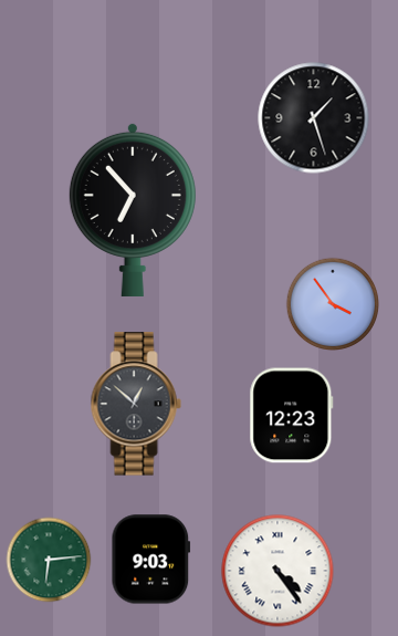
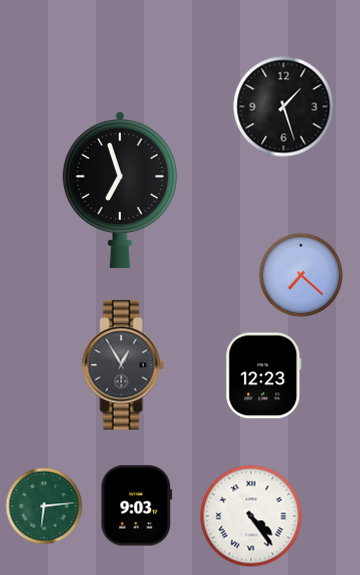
clock at (133, 209): 6:53 -> 6:57
clock at (332, 303): 3:54 -> 7:22
clock at (136, 404): 12:52 -> 12:55
